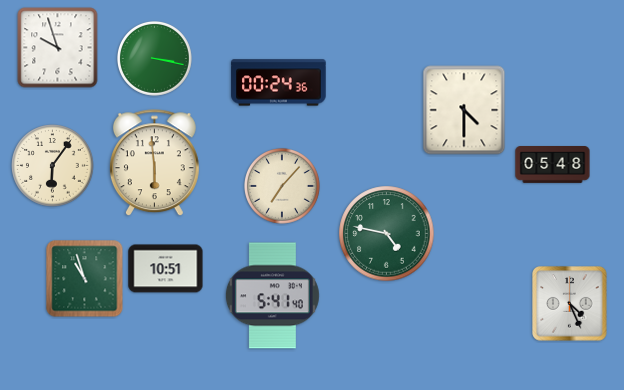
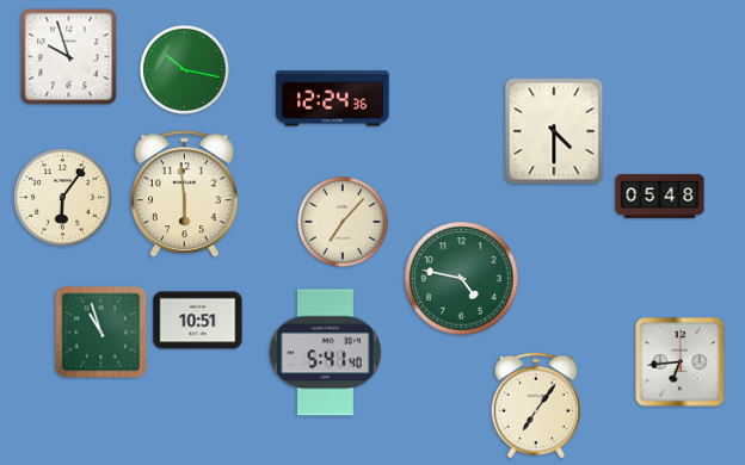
clock at (155, 59): 3:17 -> 10:17
clock at (279, 83): 00:24 -> 12:24
clock at (283, 187) position: (283, 187) -> (344, 223)
clock at (570, 304): 4:26 -> 6:44
clock at (535, 405): none -> 7:06
